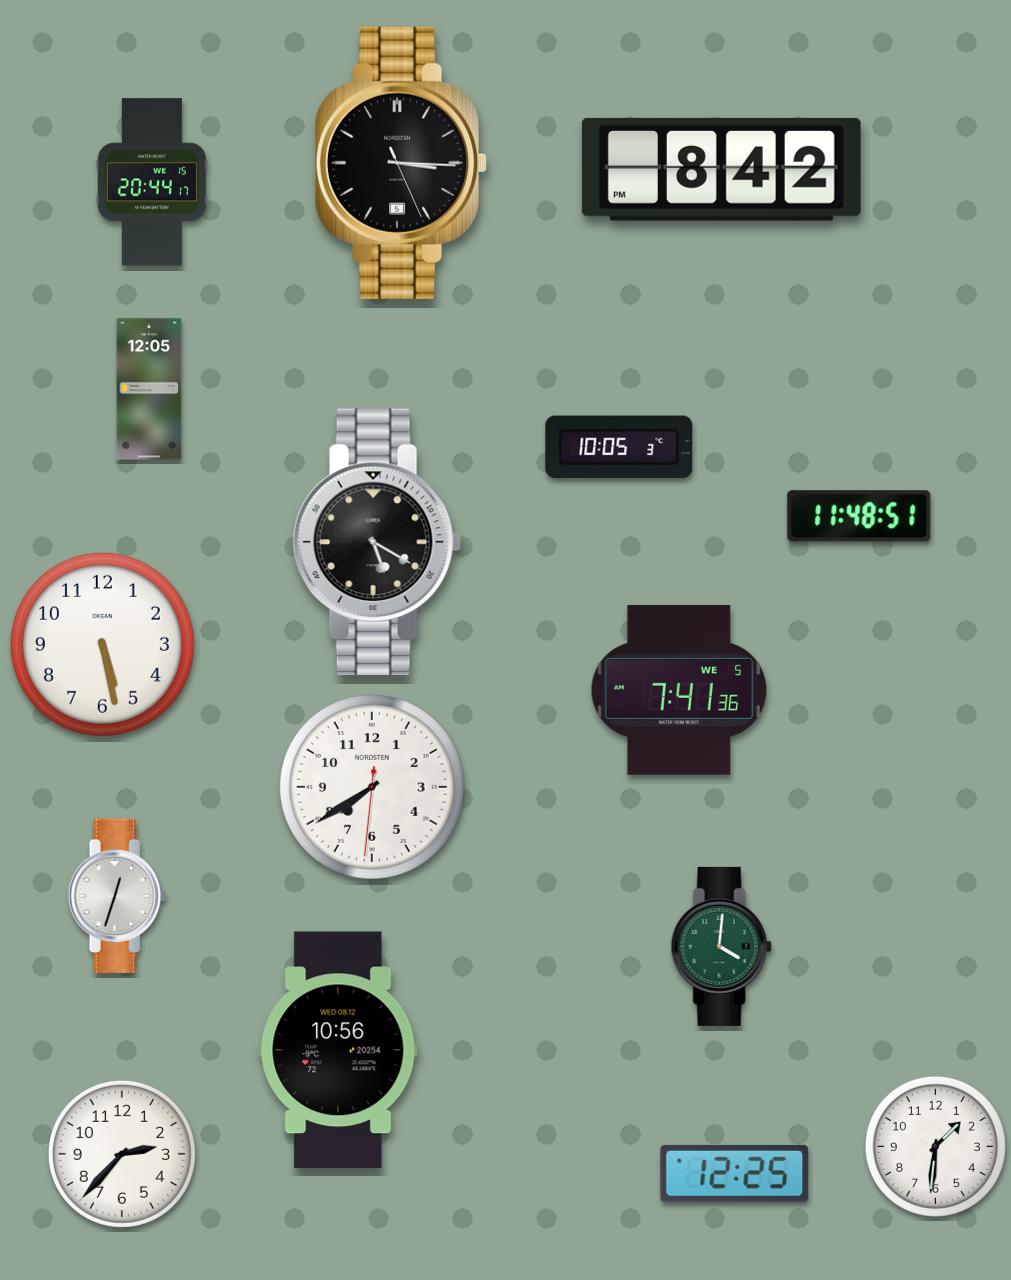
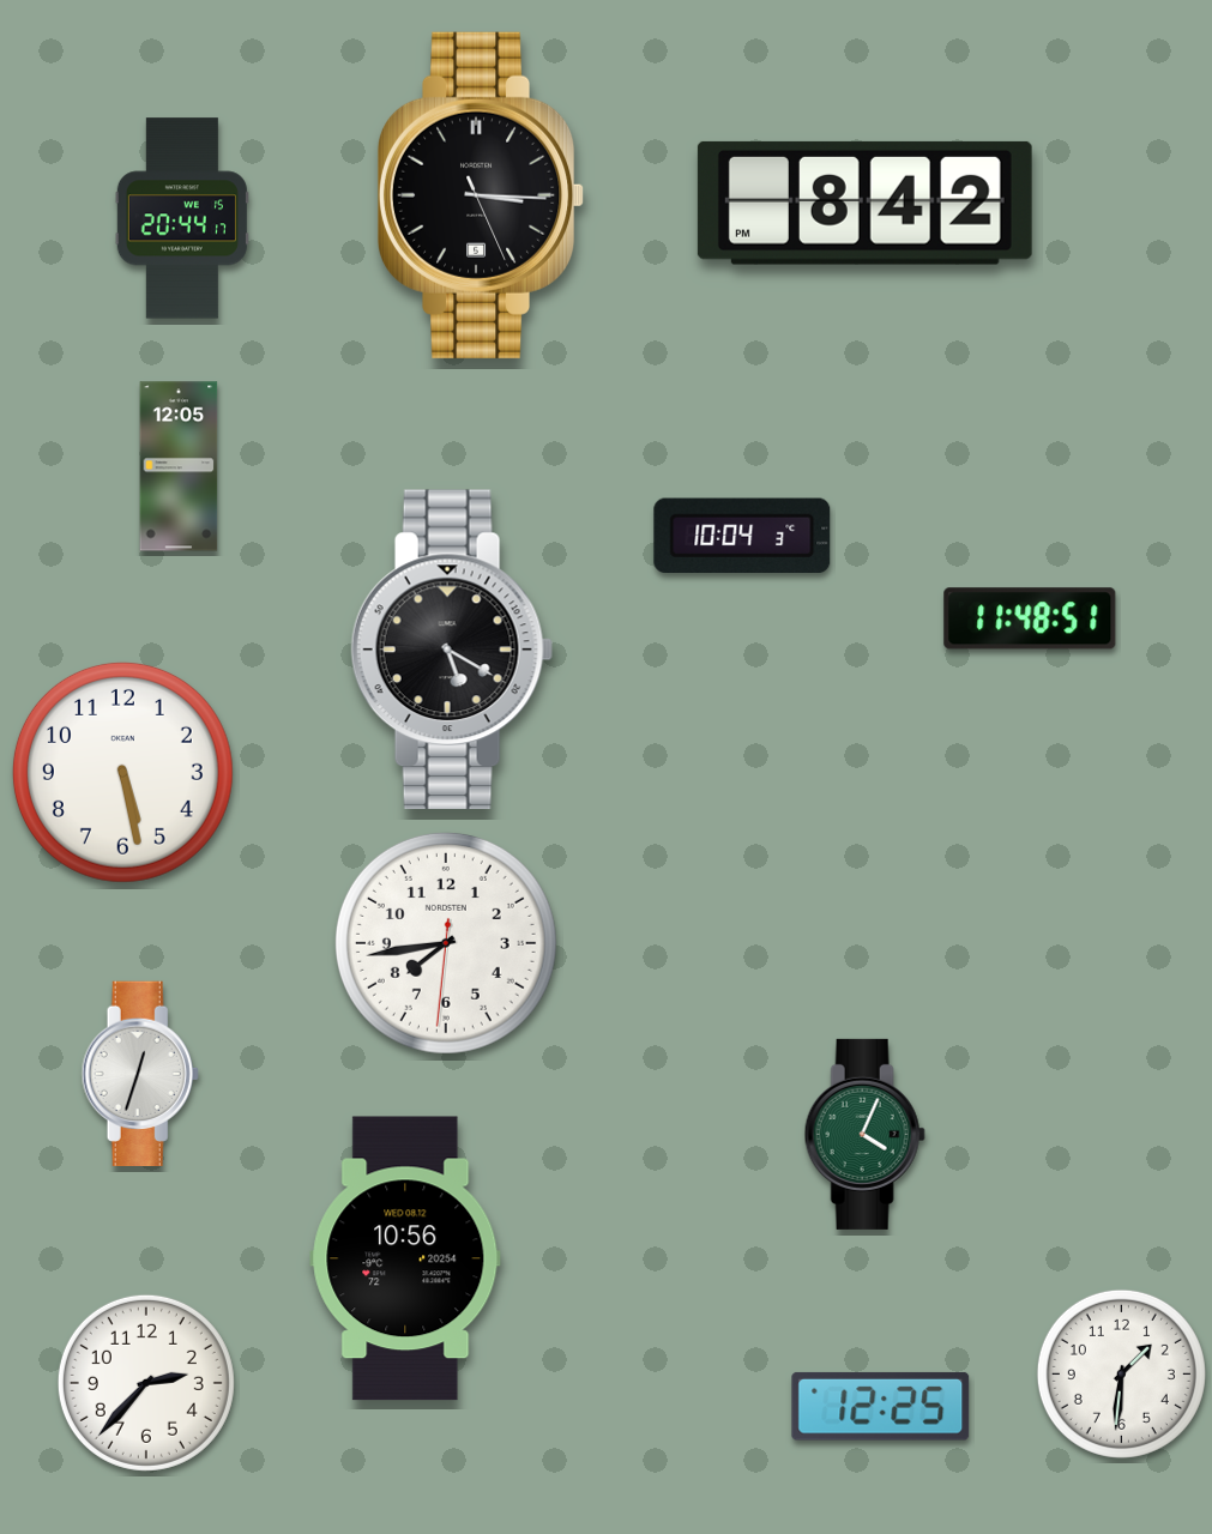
clock at (619, 446): 10:05 -> 10:04
clock at (679, 690): 7:41 -> none
clock at (372, 787): 7:39 -> 7:43
clock at (721, 946): 4:01 -> 4:04
